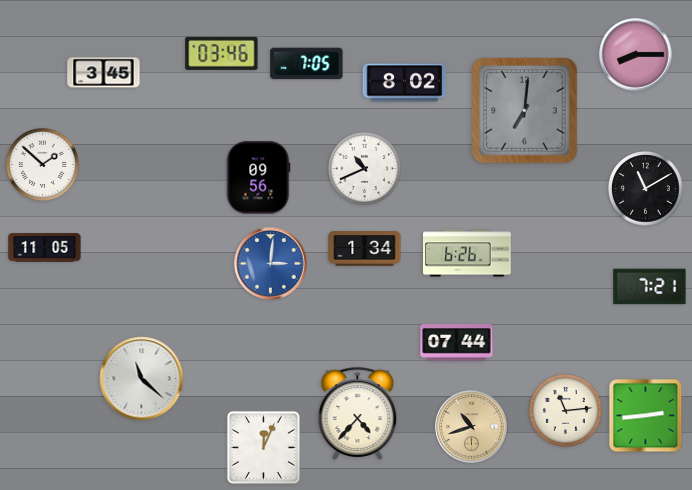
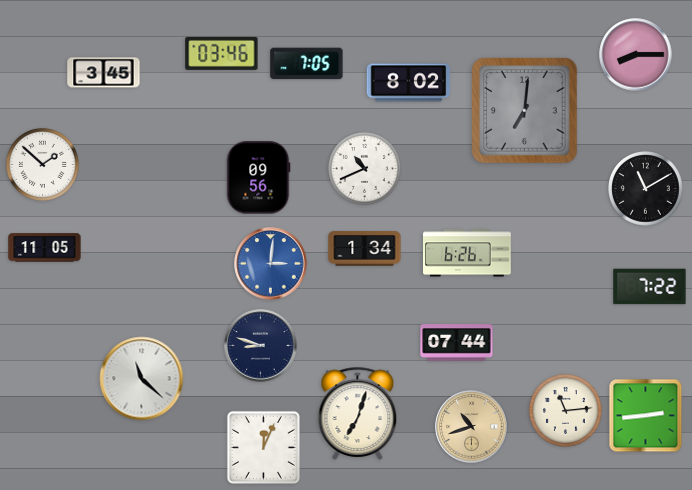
clock at (405, 83) position: (405, 83) -> (409, 83)
clock at (650, 287): 7:21 -> 7:22
clock at (261, 346): none -> 8:48
clock at (358, 413): 4:37 -> 7:03
